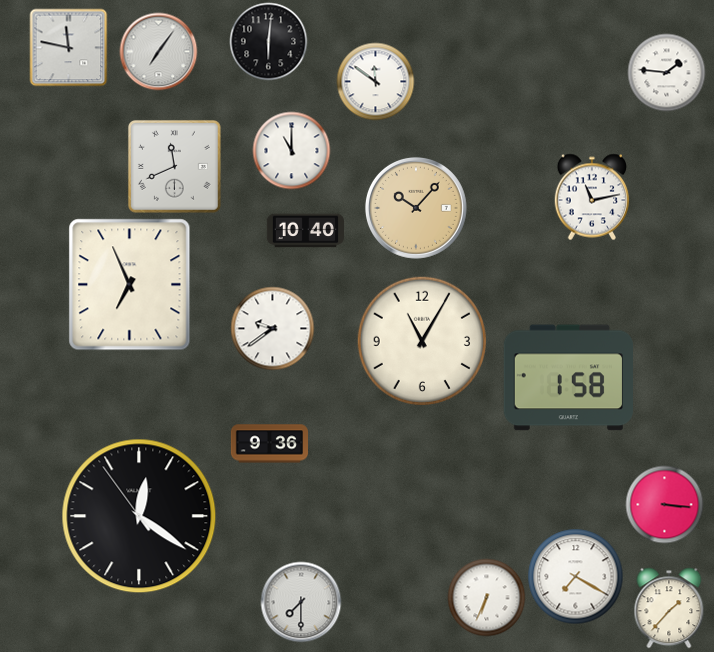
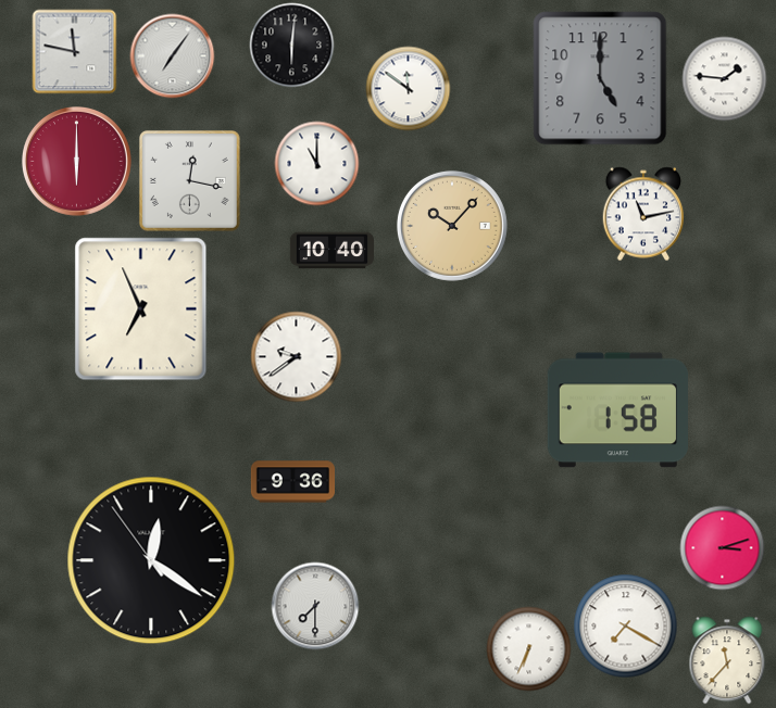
clock at (600, 78): none -> 5:00
clock at (77, 162): none -> 6:00
clock at (174, 166): 11:41 -> 12:17
clock at (421, 340): 11:05 -> none
clock at (664, 504): 3:16 -> 3:12
clock at (301, 602) position: (301, 602) -> (315, 606)
clock at (669, 608): 1:37 -> 11:37
